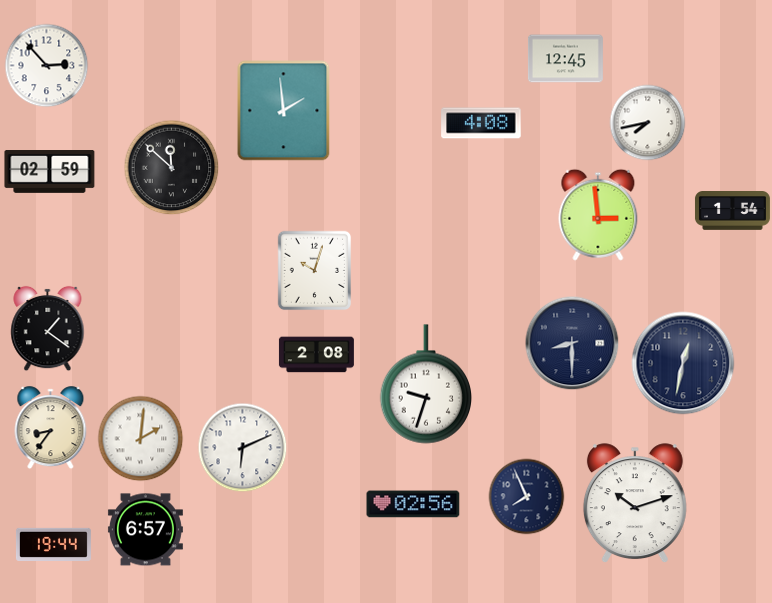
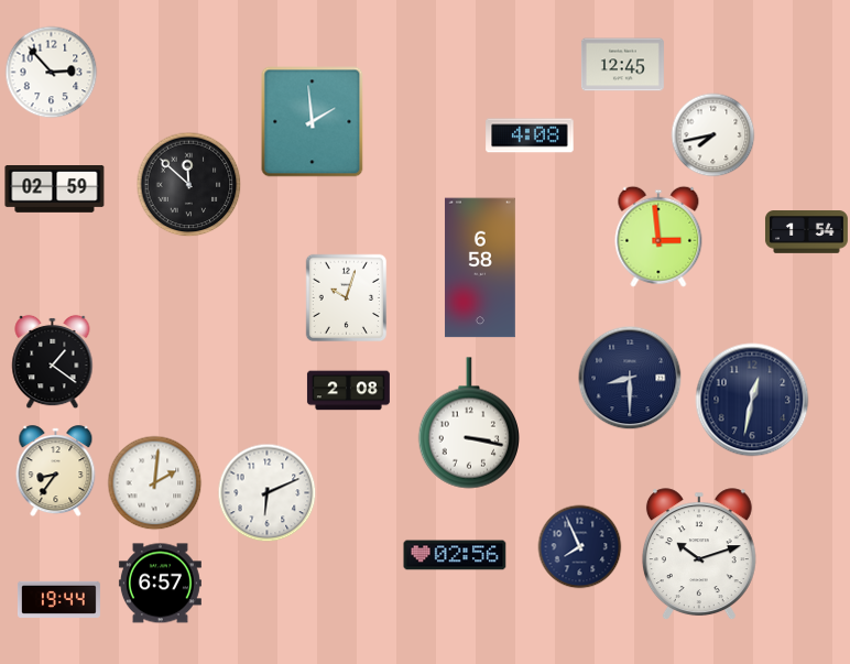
clock at (480, 268): none -> 6:58
clock at (425, 384): 9:33 -> 3:17
